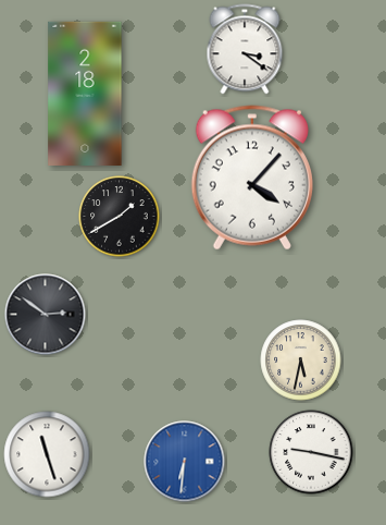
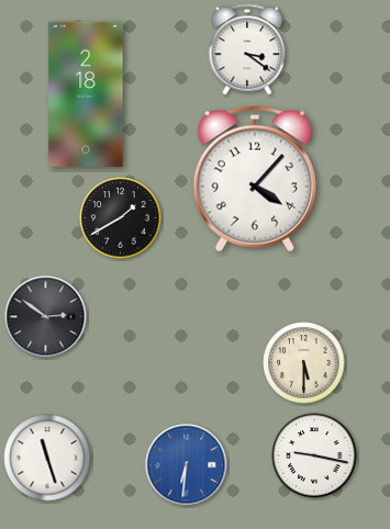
clock at (301, 361): 5:32 -> 5:30
